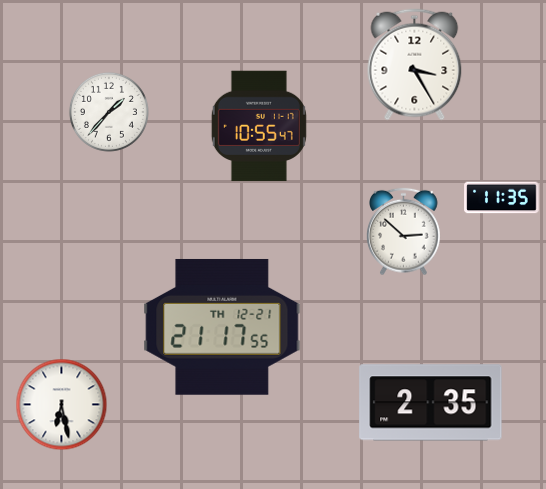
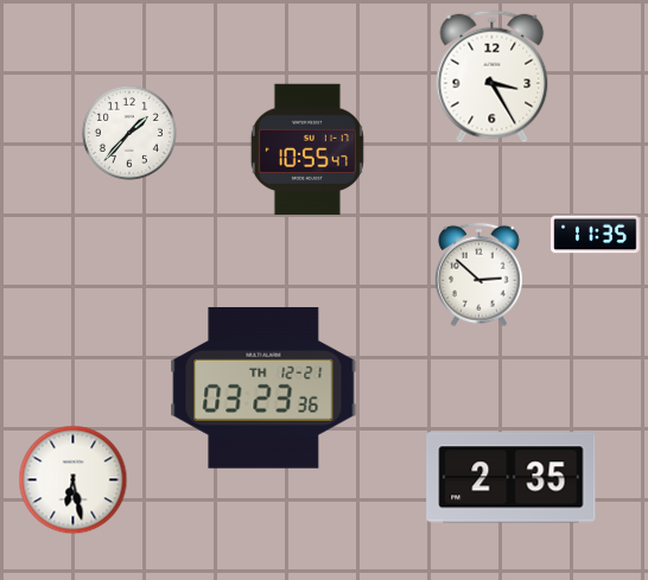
clock at (222, 327): 21:17 -> 03:23
